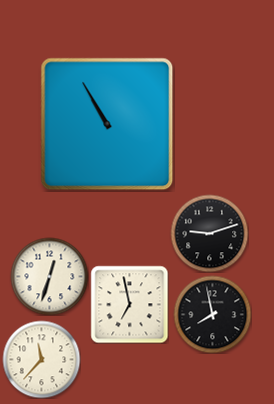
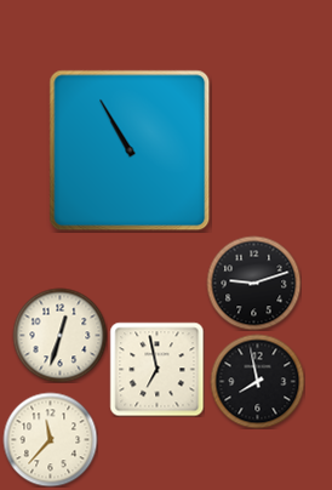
clock at (41, 359) position: (41, 359) -> (50, 439)
